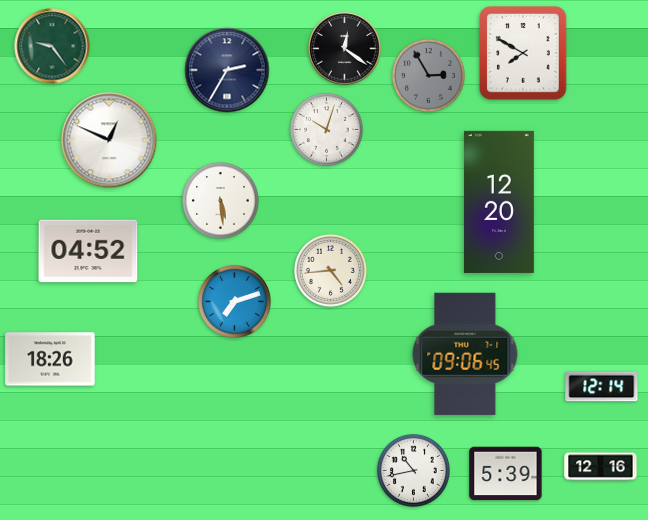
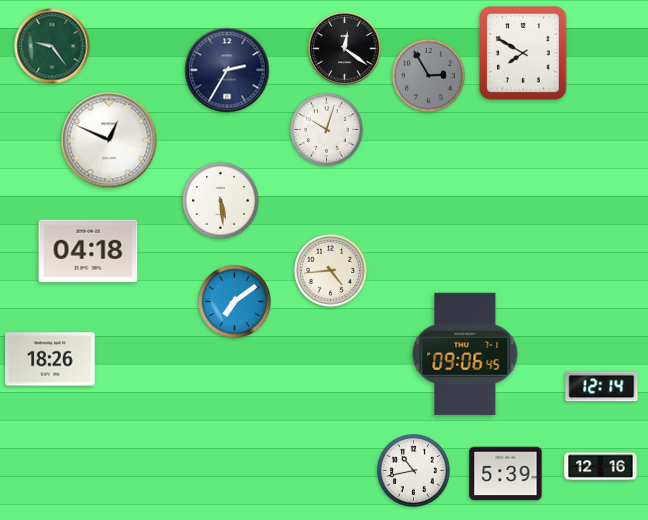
clock at (499, 202): 12:20 -> none
clock at (88, 251): 04:52 -> 04:18
clock at (234, 301): 7:12 -> 7:09
